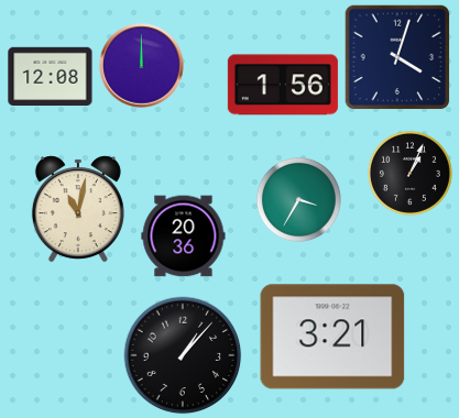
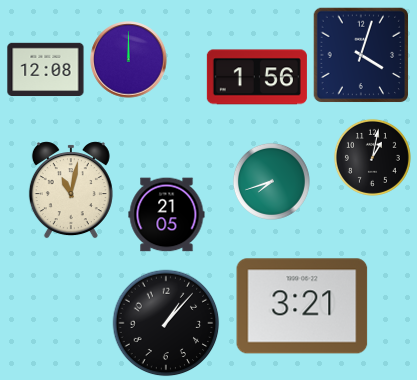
clock at (397, 57) position: (397, 57) -> (361, 55)
clock at (409, 173): 1:04 -> 1:02
clock at (298, 199): 3:35 -> 7:42
clock at (184, 237): 20:36 -> 21:05
